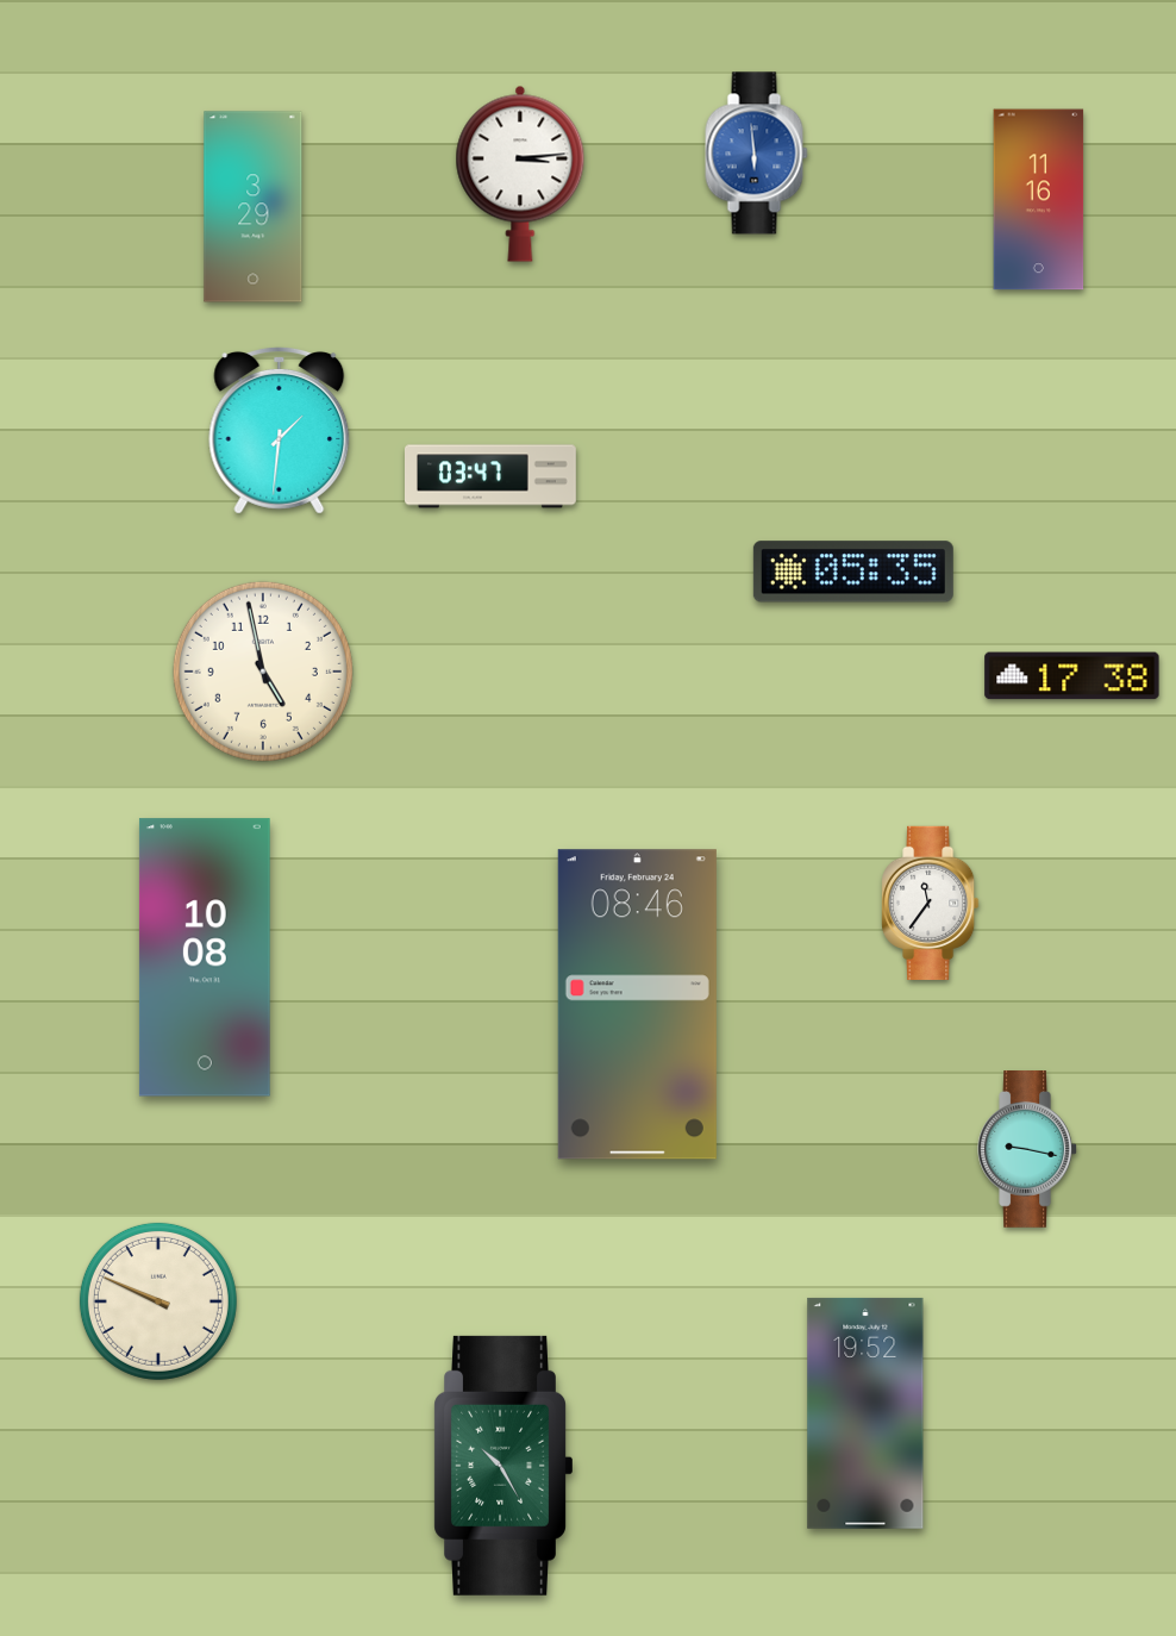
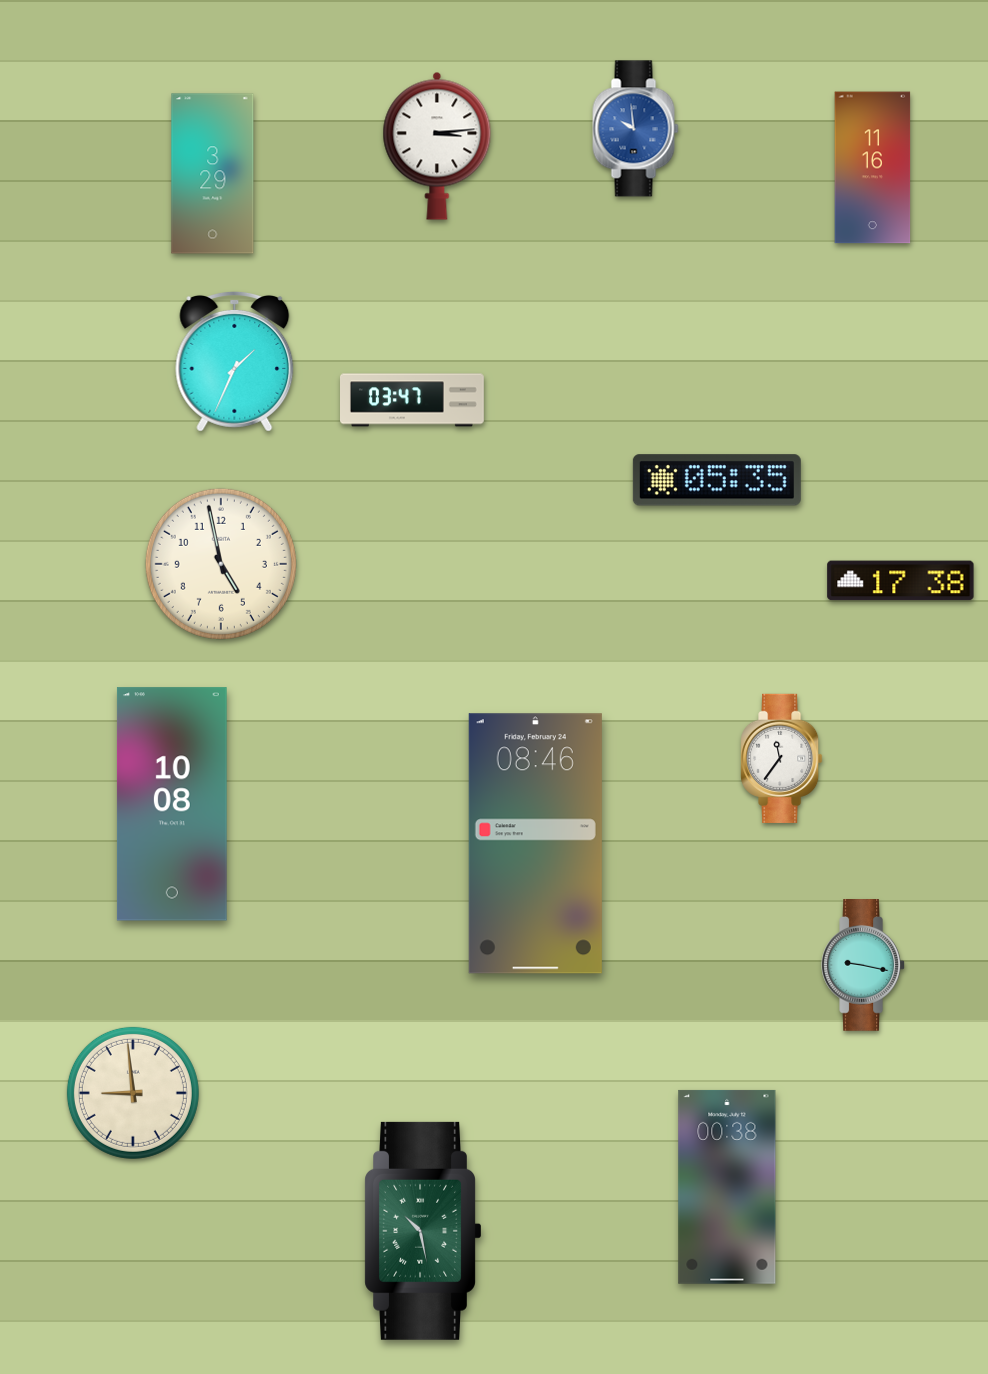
clock at (757, 154): 5:59 -> 9:59
clock at (280, 430): 1:31 -> 1:34
clock at (1072, 676) position: (1072, 676) -> (901, 581)
clock at (158, 1301): 9:49 -> 8:59
clock at (865, 1413): 19:52 -> 00:38
clock at (502, 1466): 10:25 -> 10:28
